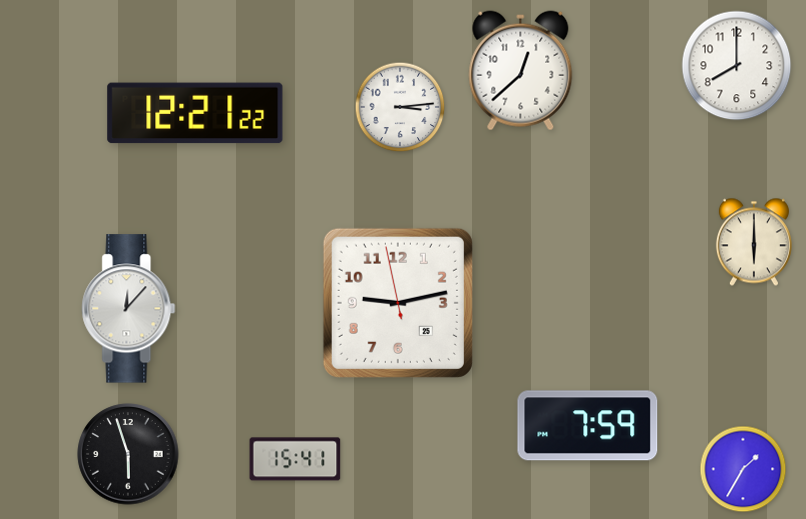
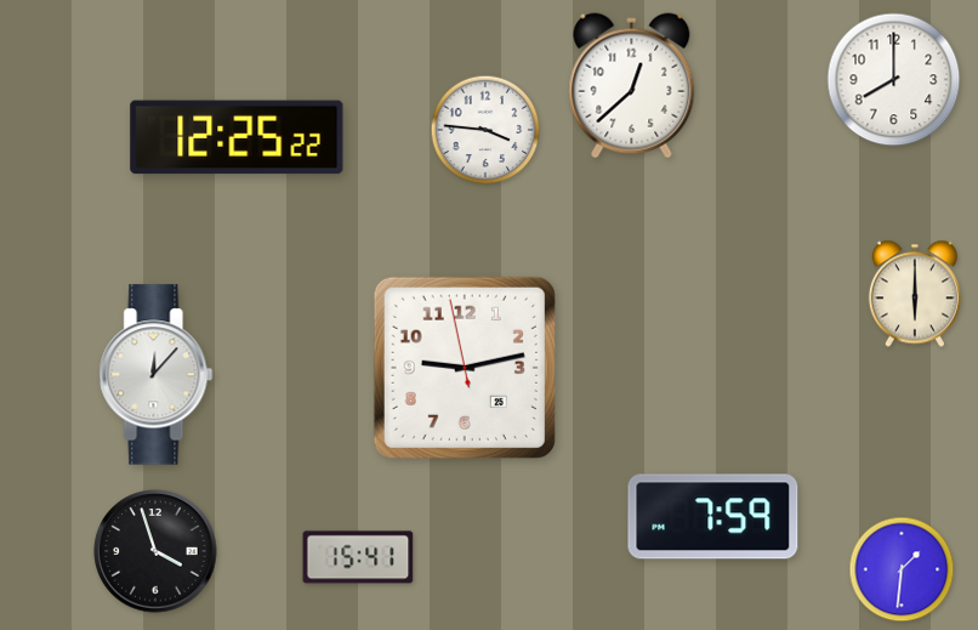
clock at (400, 107): 3:14 -> 3:46
clock at (195, 113): 12:21 -> 12:25
clock at (398, 303) position: (398, 303) -> (465, 368)
clock at (128, 454): 5:57 -> 3:57
clock at (743, 469): 1:35 -> 1:31
